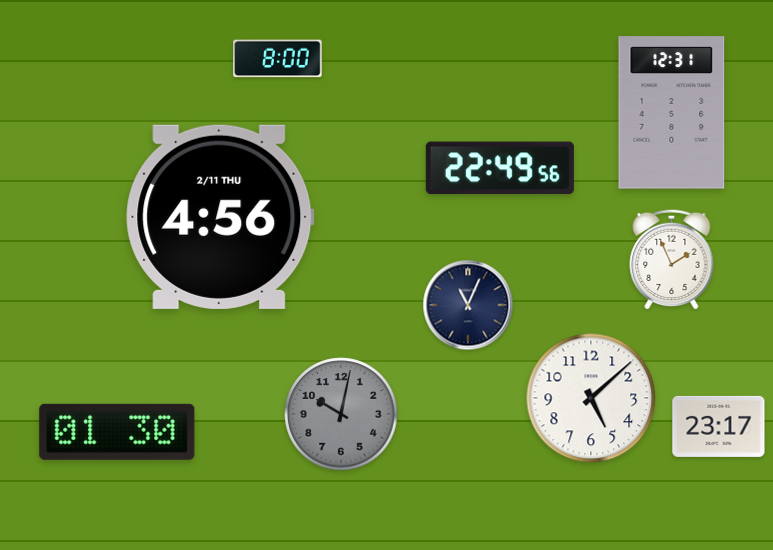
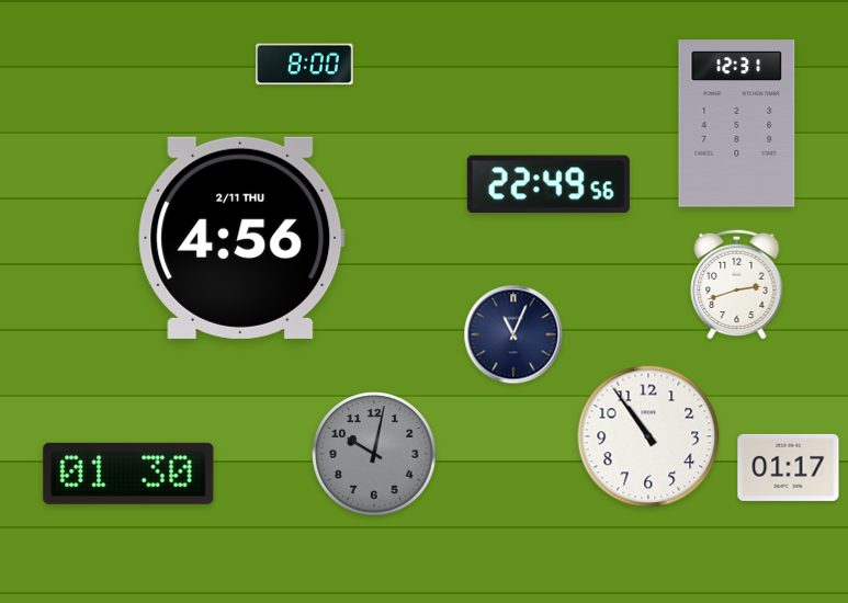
clock at (672, 259): 1:56 -> 2:42
clock at (591, 398): 5:08 -> 10:54
clock at (719, 426): 23:17 -> 01:17
